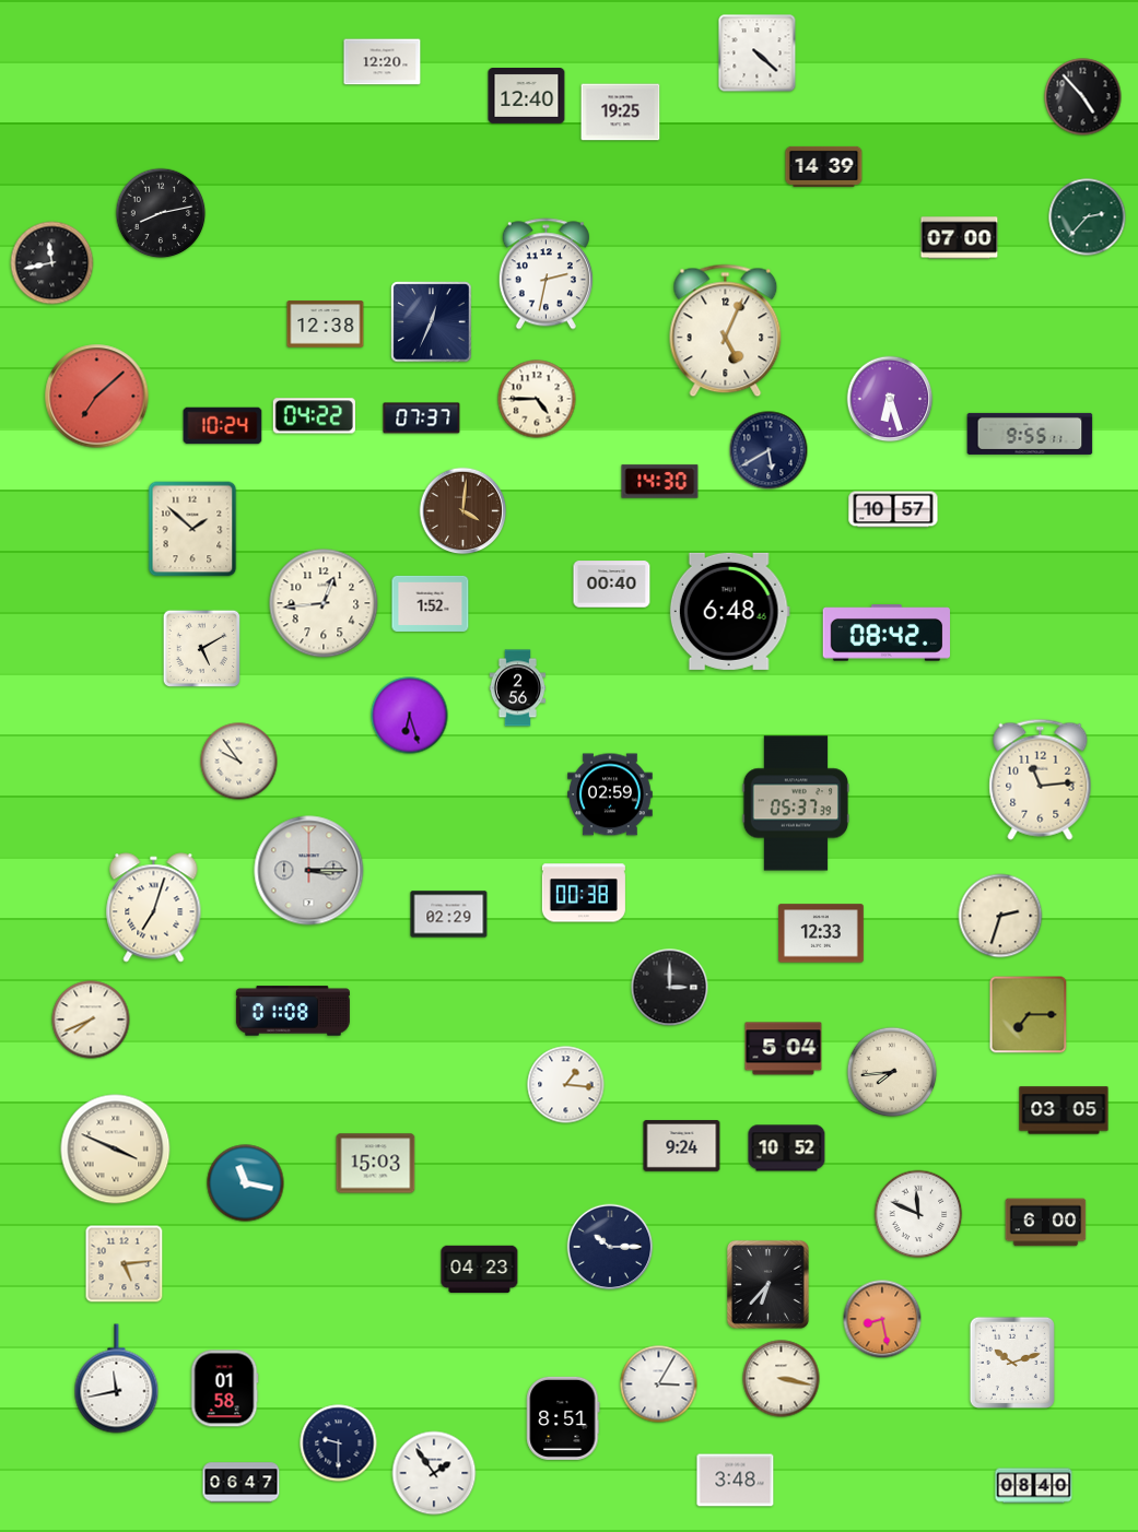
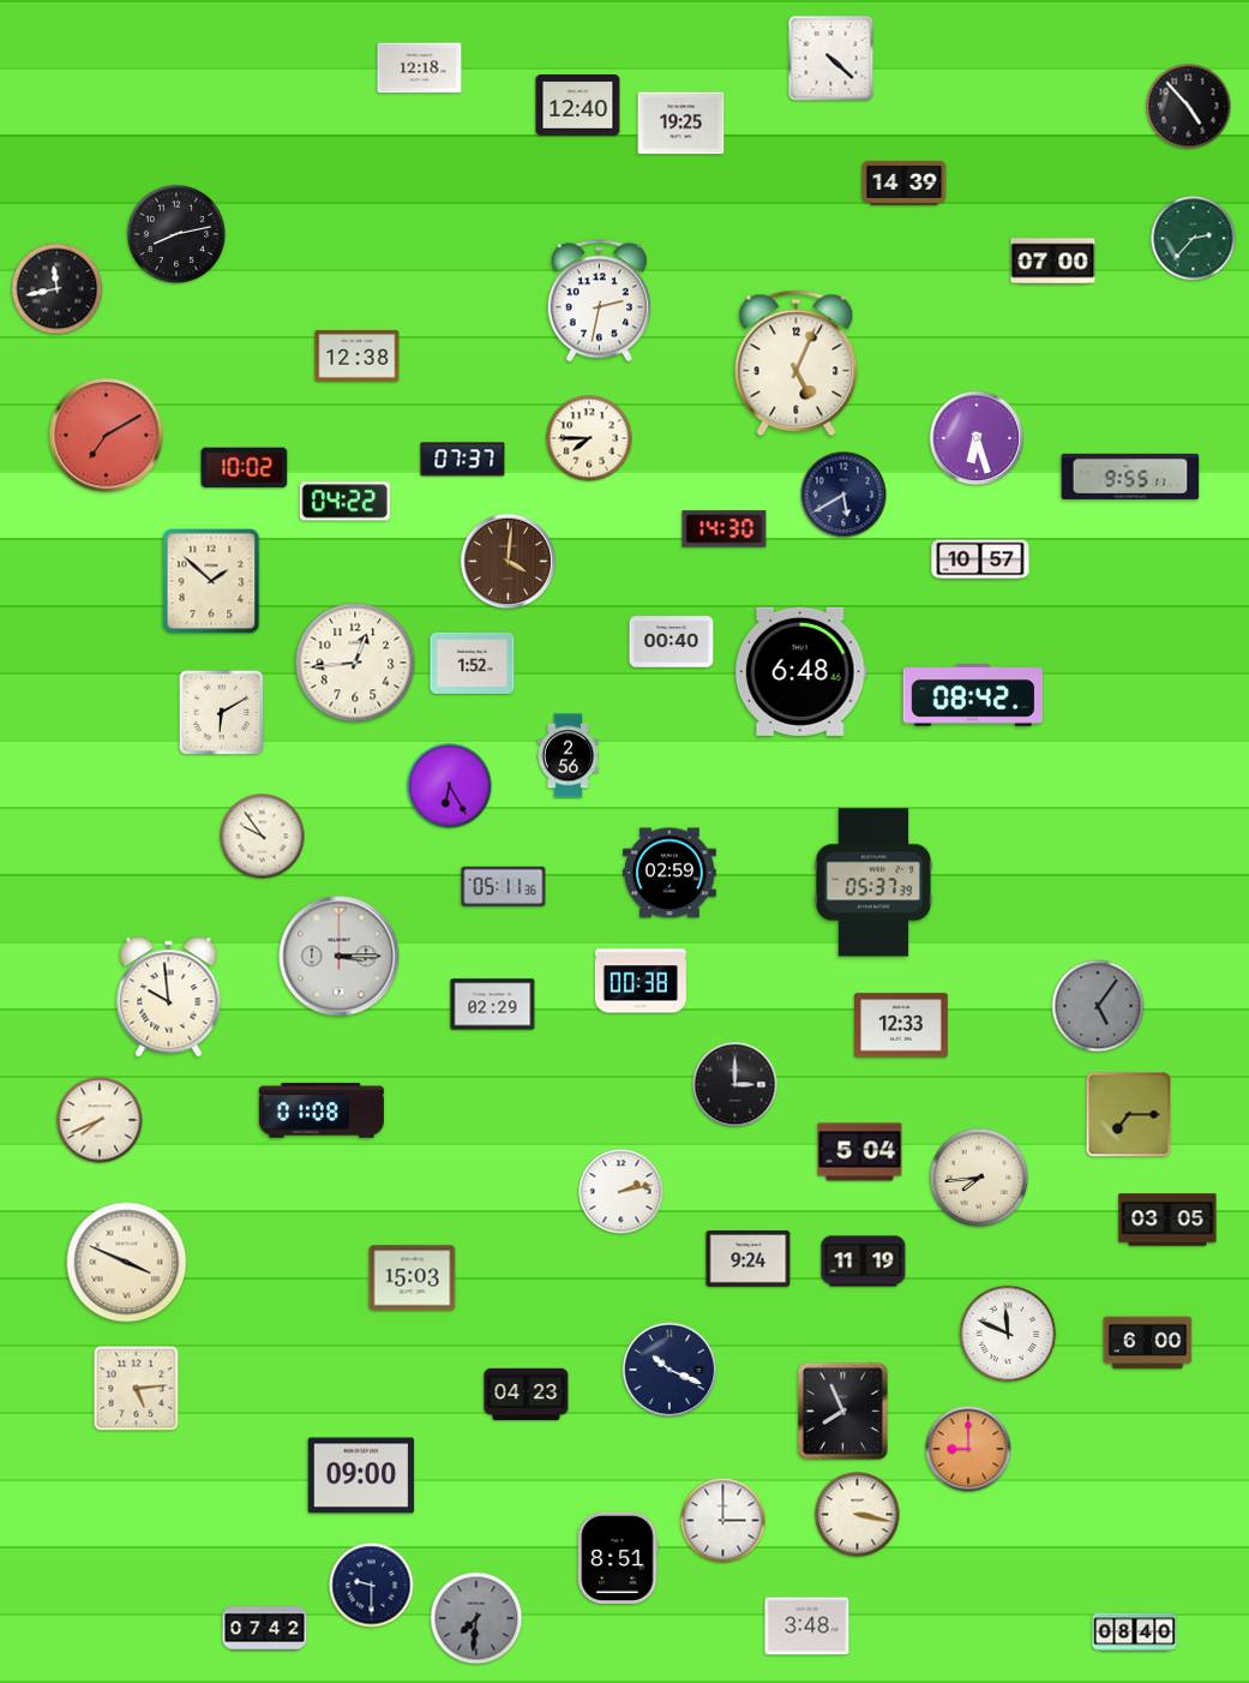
clock at (383, 62): 12:20 -> 12:18
clock at (432, 322): 12:34 -> none
clock at (97, 397): 7:08 -> 7:10
clock at (537, 399): 4:45 -> 7:45
clock at (314, 416) position: (314, 416) -> (344, 502)
clock at (223, 426): 10:24 -> 10:02
clock at (201, 648): 5:10 -> 6:10
clock at (410, 716): 6:27 -> 6:25
clock at (1041, 779): 11:14 -> none
clock at (504, 887): none -> 05:11
clock at (154, 908): 7:03 -> 9:59
clock at (1000, 916): 2:33 -> 5:06
clock at (1000, 916) dial: cream -> grey
clock at (566, 1085): 1:16 -> 2:13
clock at (787, 1148): 10:52 -> 11:19
clock at (246, 1183): 11:17 -> none
clock at (610, 1247): 10:15 -> 10:19
clock at (767, 1284): 6:37 -> 7:56
clock at (882, 1319): 8:28 -> 9:00
clock at (361, 1475): none -> 09:00
clock at (1012, 1363): 10:12 -> none
clock at (117, 1379): 11:43 -> none
clock at (659, 1384): 3:05 -> 3:00
clock at (224, 1389): 01:58 -> none
clock at (434, 1473): 1:54 -> 7:31
clock at (434, 1473) dial: white -> grey
clock at (242, 1483): 06:47 -> 07:42
